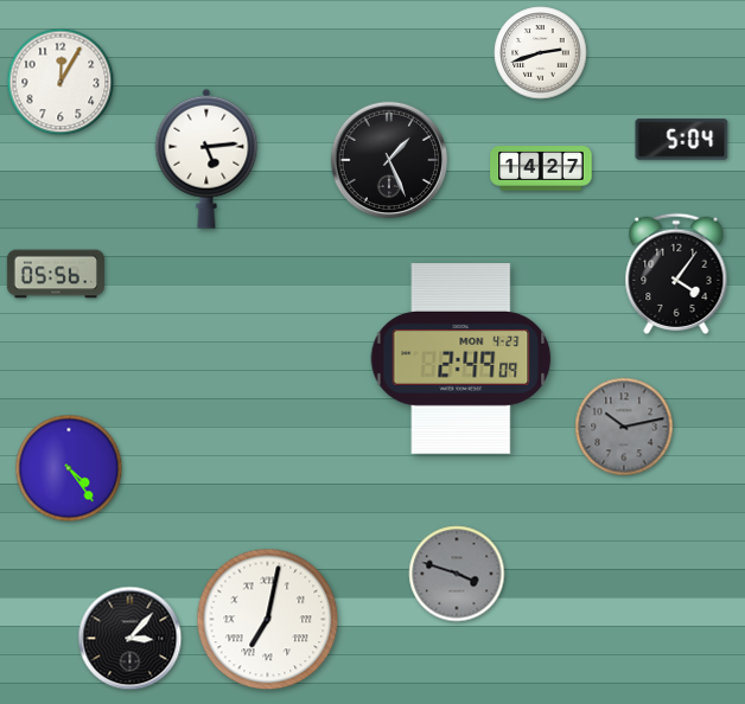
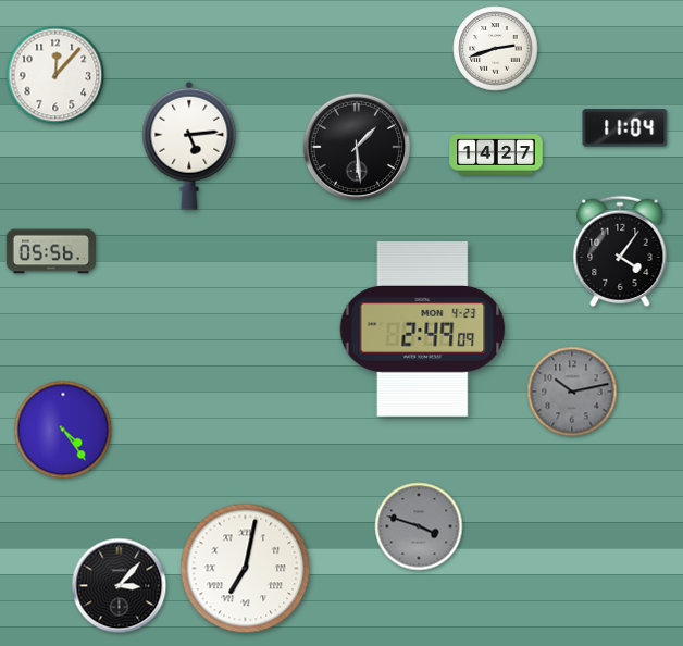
clock at (61, 82): 12:05 -> 12:07
clock at (682, 140): 5:04 -> 11:04
clock at (389, 160): 1:26 -> 1:29
